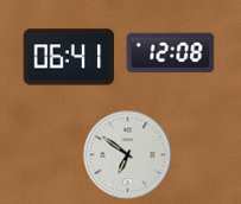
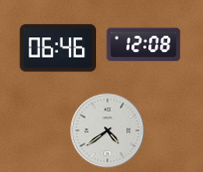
clock at (69, 57): 06:41 -> 06:46
clock at (128, 155): 6:51 -> 4:39
